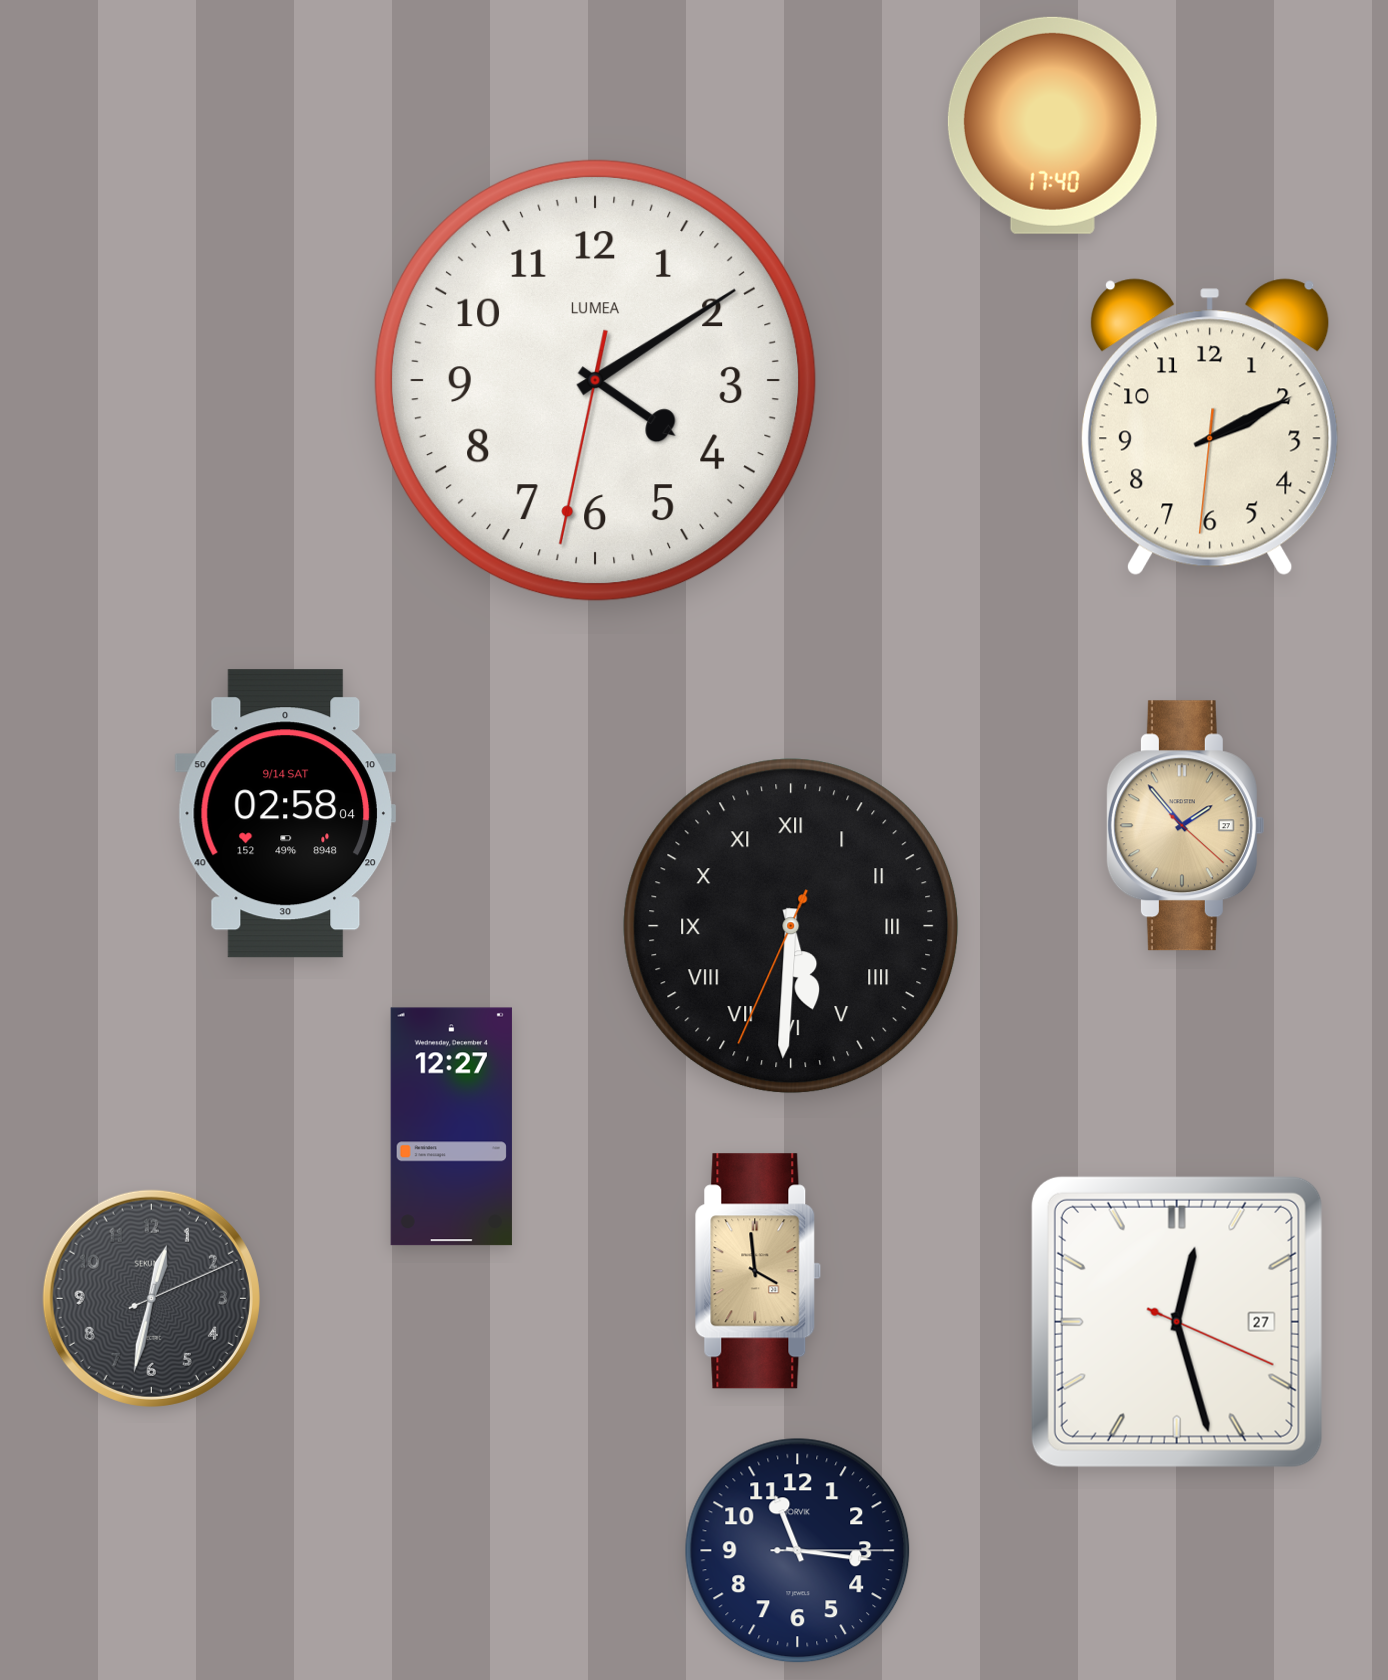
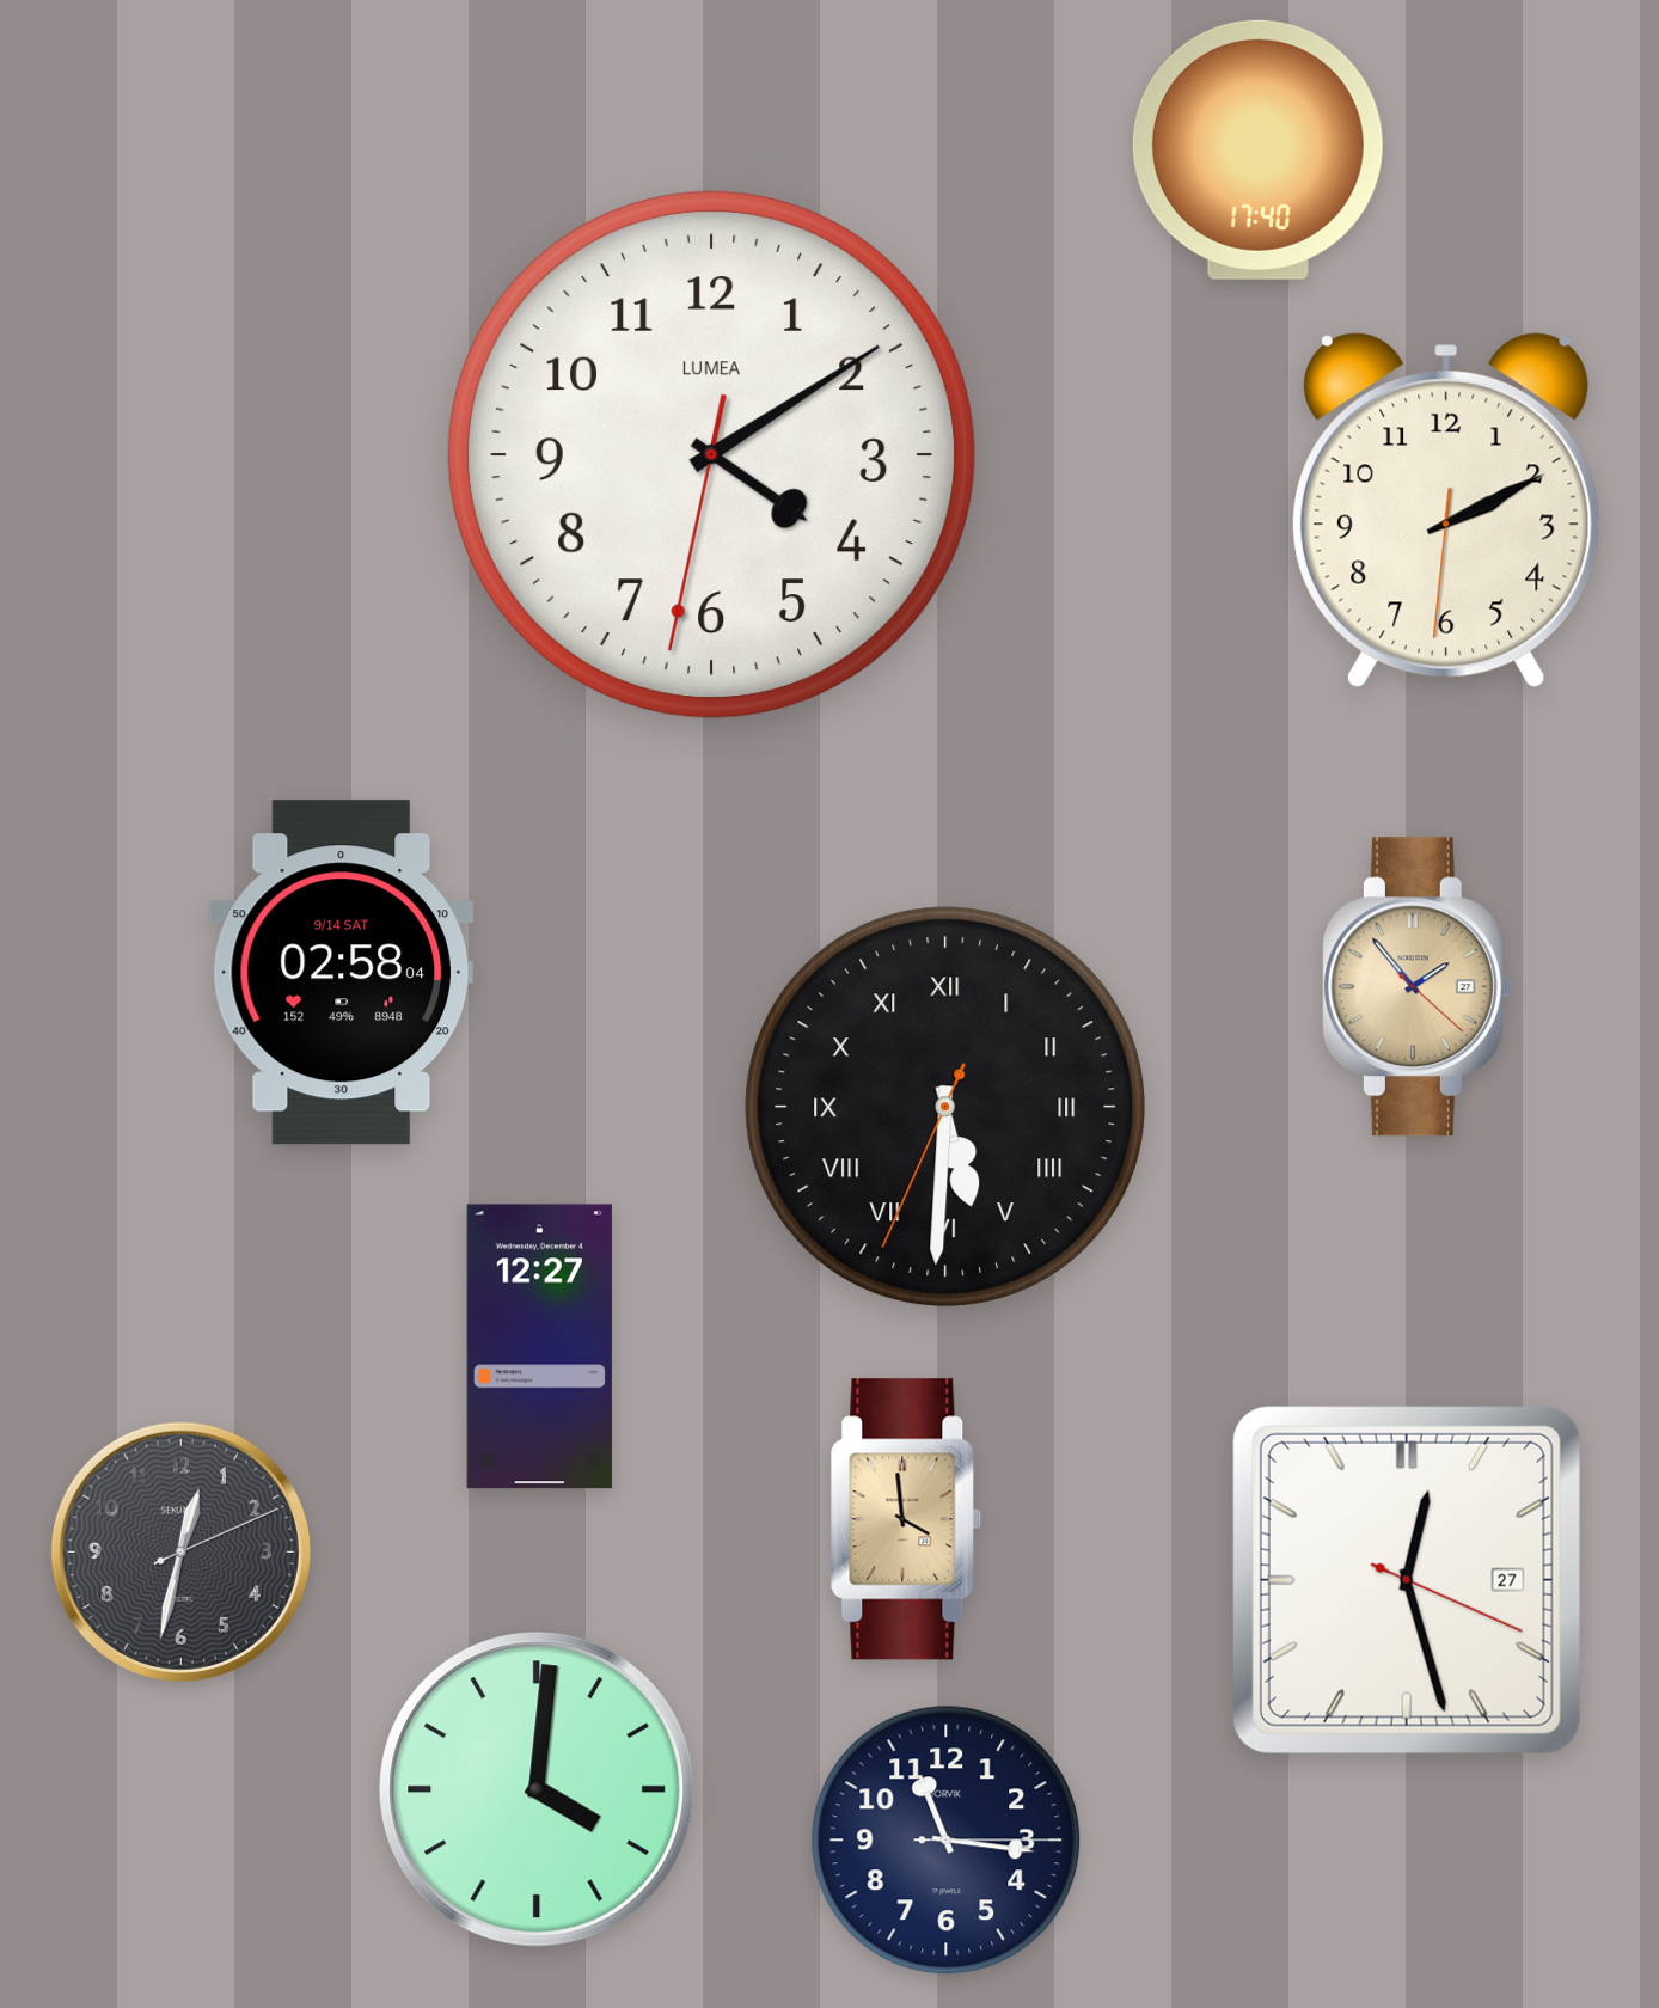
clock at (537, 1789): none -> 4:01
clock at (798, 1551) position: (798, 1551) -> (947, 1841)
